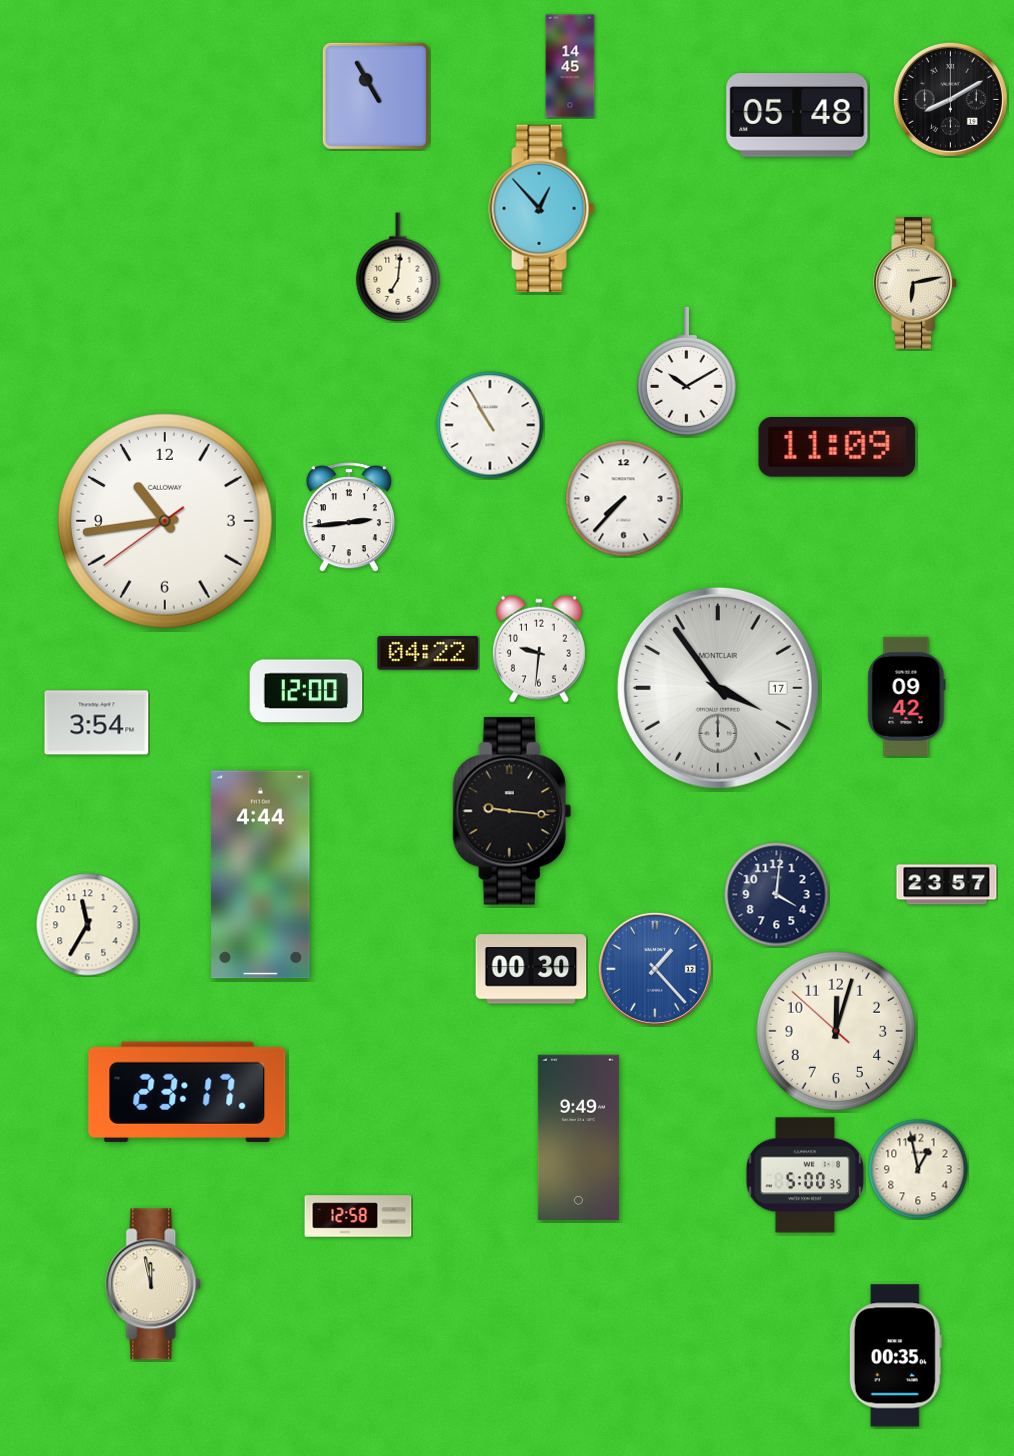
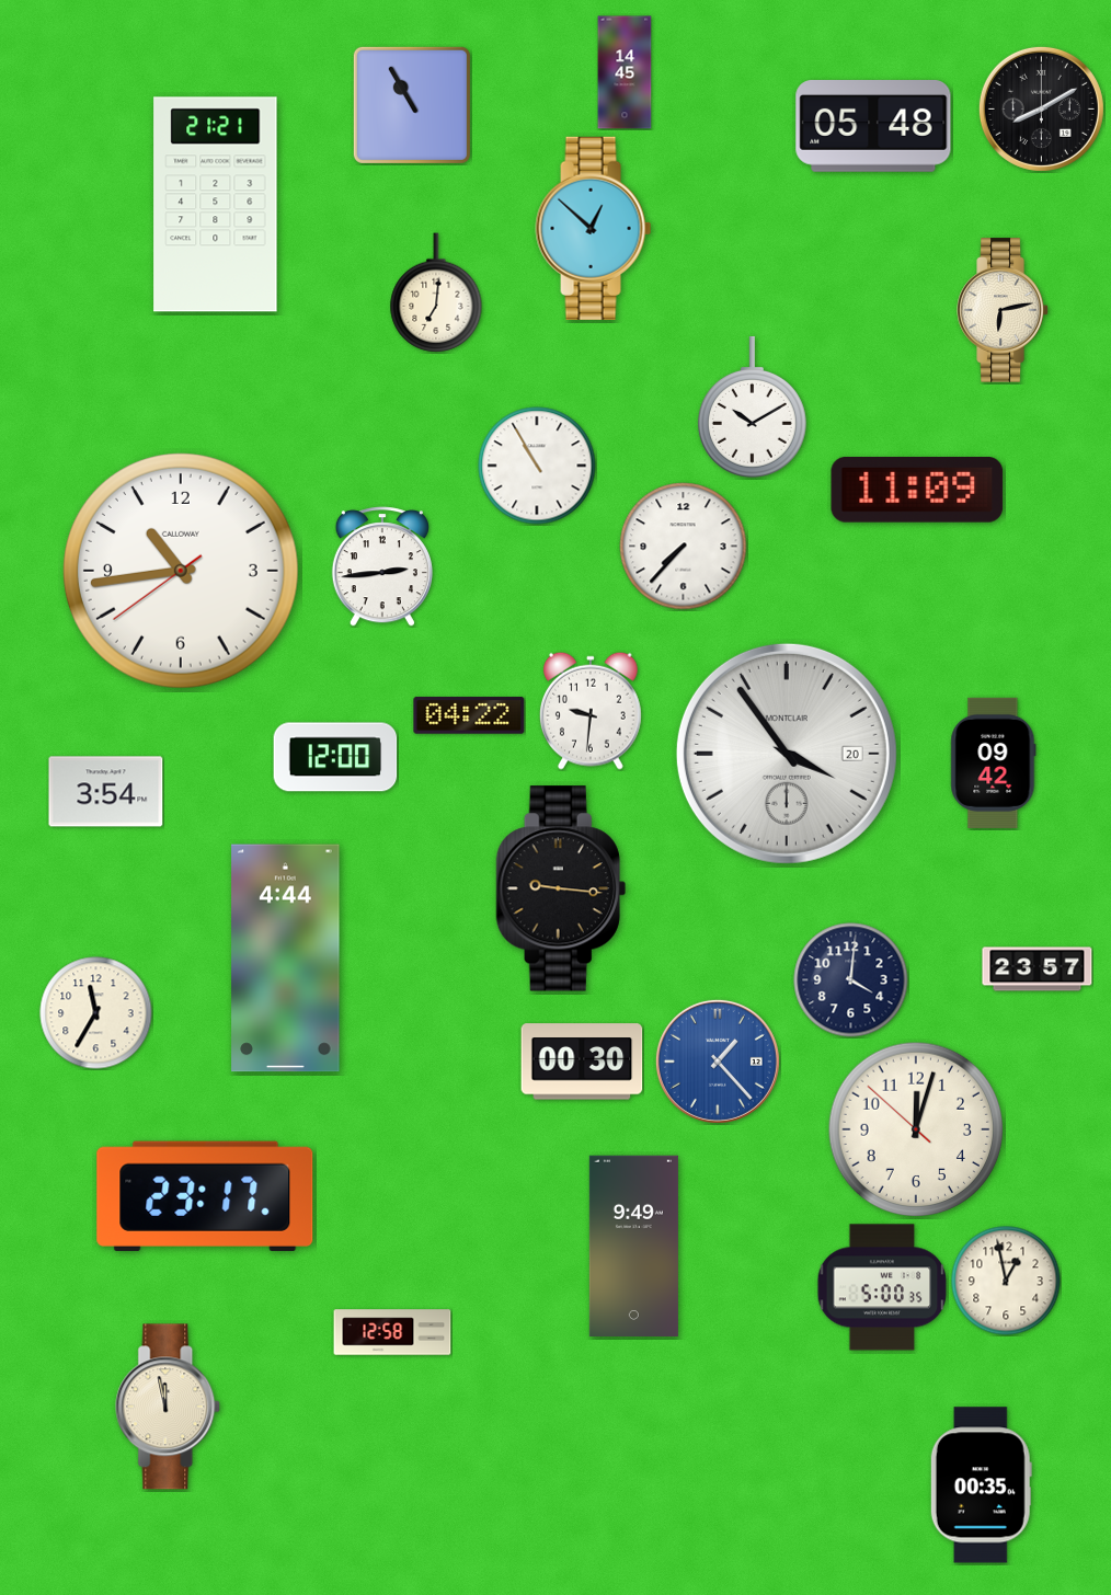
clock at (216, 205): none -> 21:21
clock at (542, 208): 12:53 -> 12:52
clock at (718, 688) date: 17 -> 20
